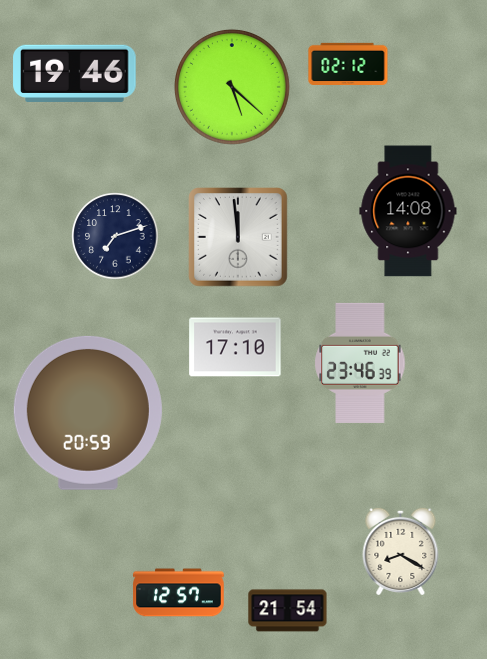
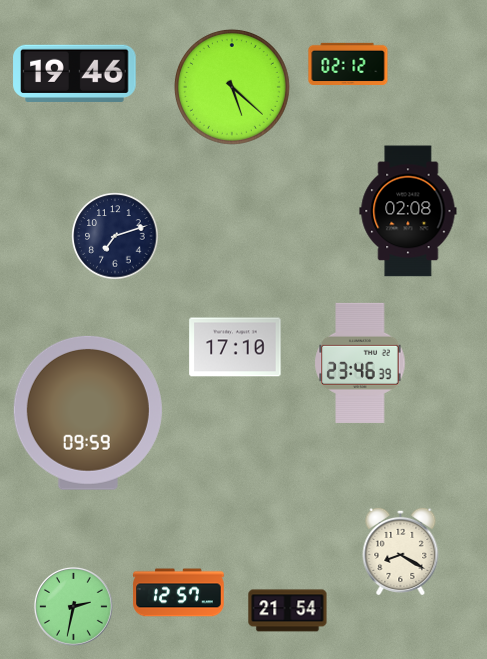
clock at (408, 211): 14:08 -> 02:08
clock at (239, 238): 11:59 -> none
clock at (88, 413): 20:59 -> 09:59
clock at (74, 607): none -> 2:32
